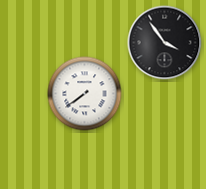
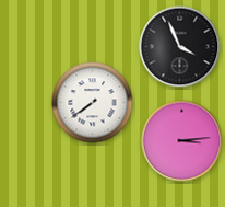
clock at (165, 43): 3:54 -> 3:56
clock at (182, 141): none -> 3:14
